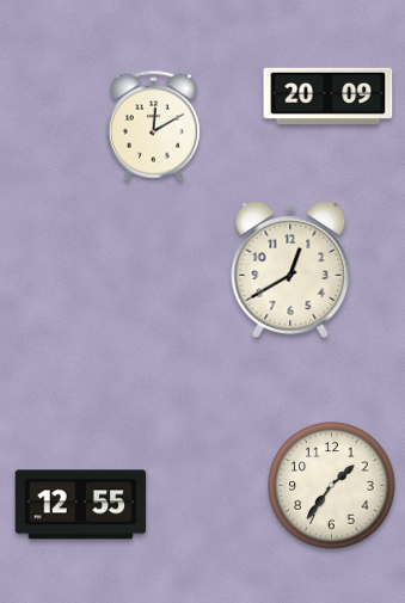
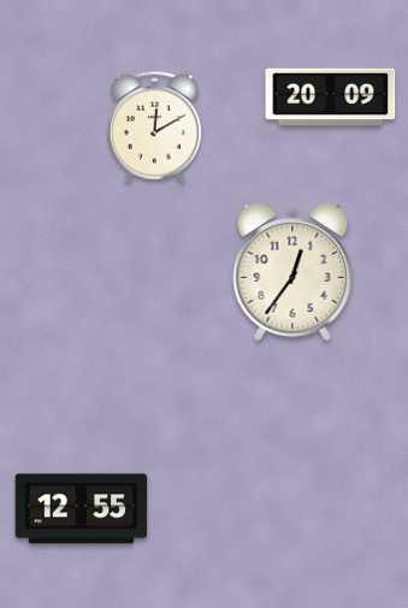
clock at (290, 270): 12:40 -> 12:36
clock at (332, 486): 1:36 -> none
